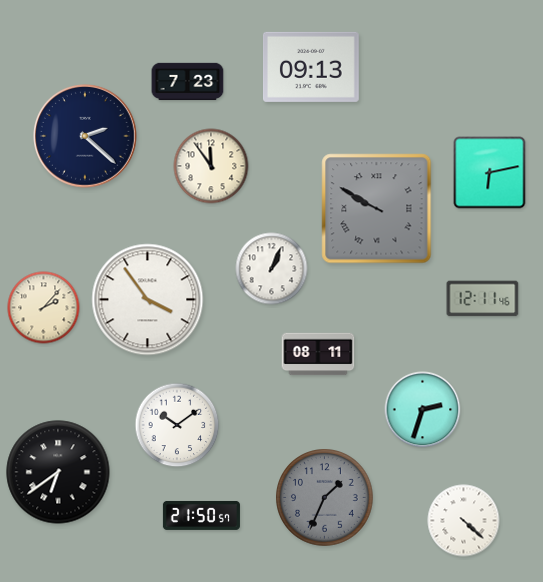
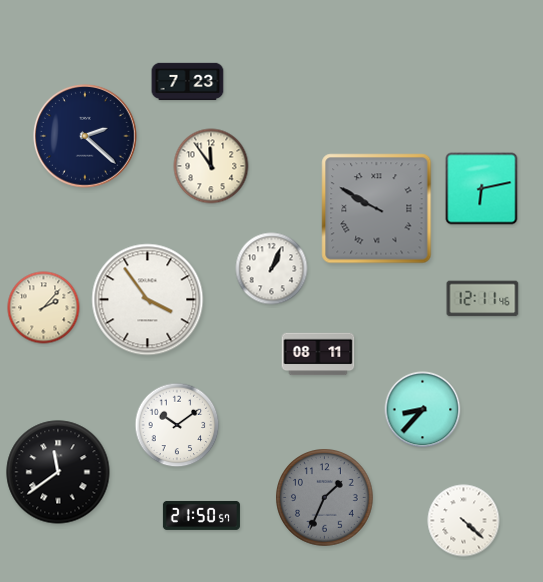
clock at (311, 67): 09:13 -> none
clock at (490, 173) position: (490, 173) -> (482, 189)
clock at (423, 410): 2:33 -> 8:37
clock at (58, 472): 6:39 -> 11:39
